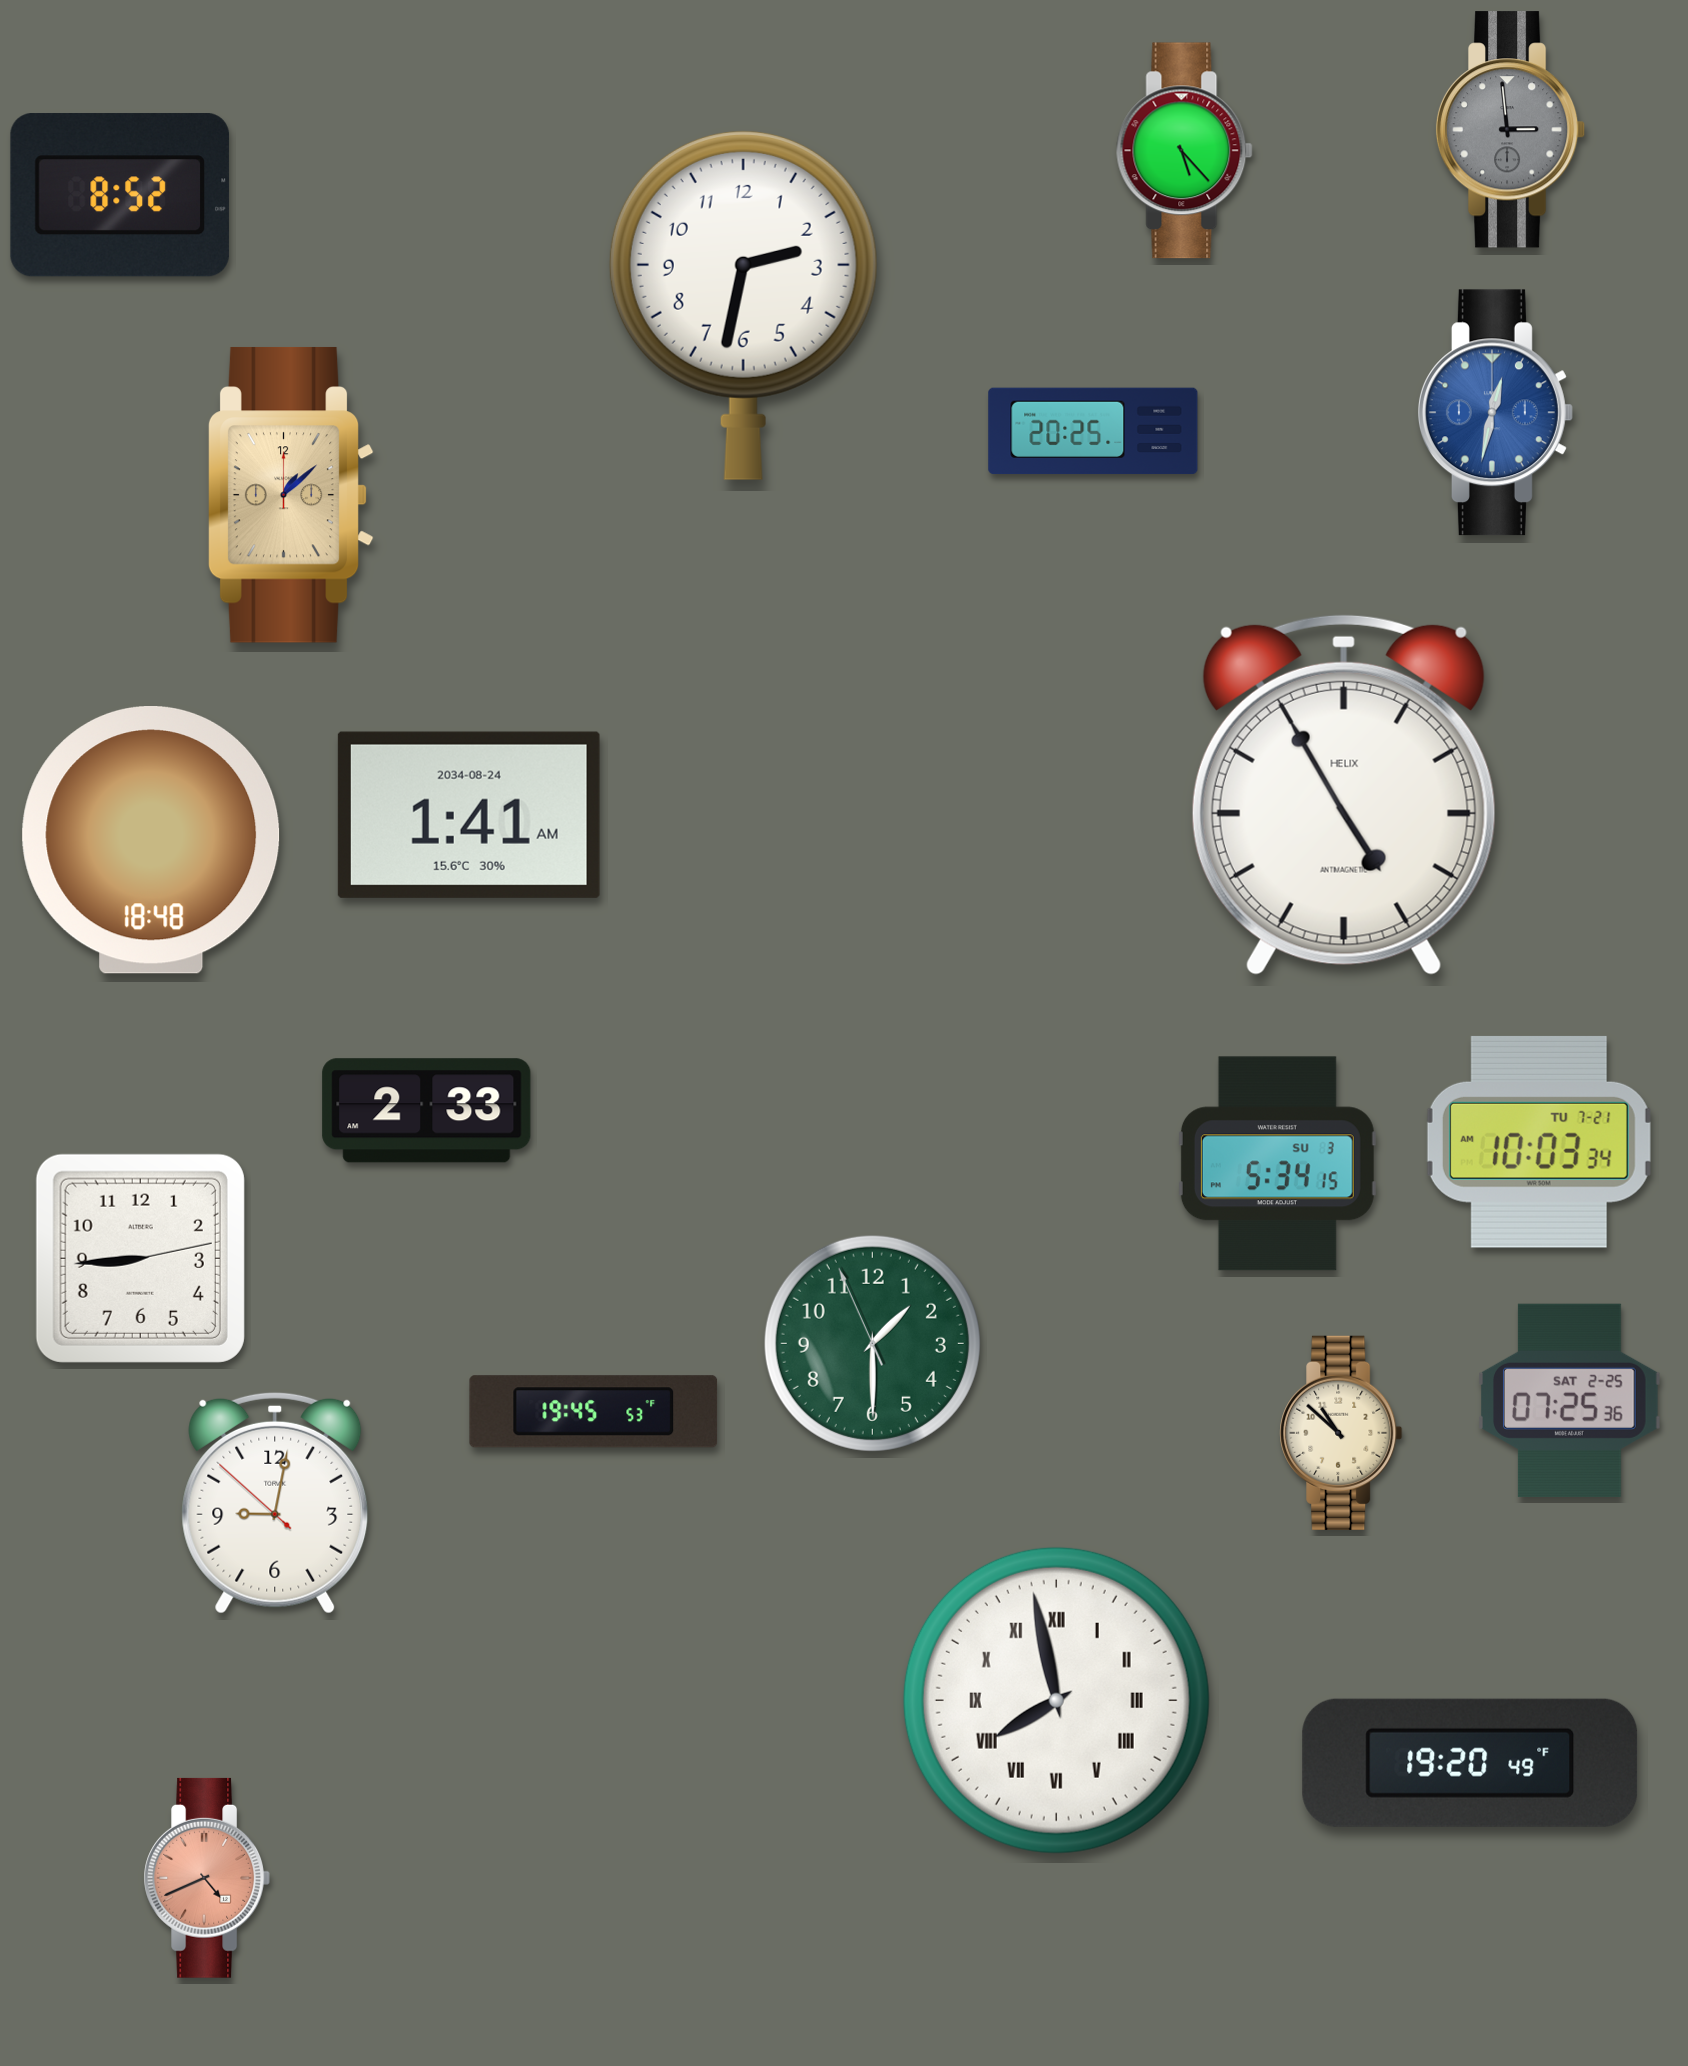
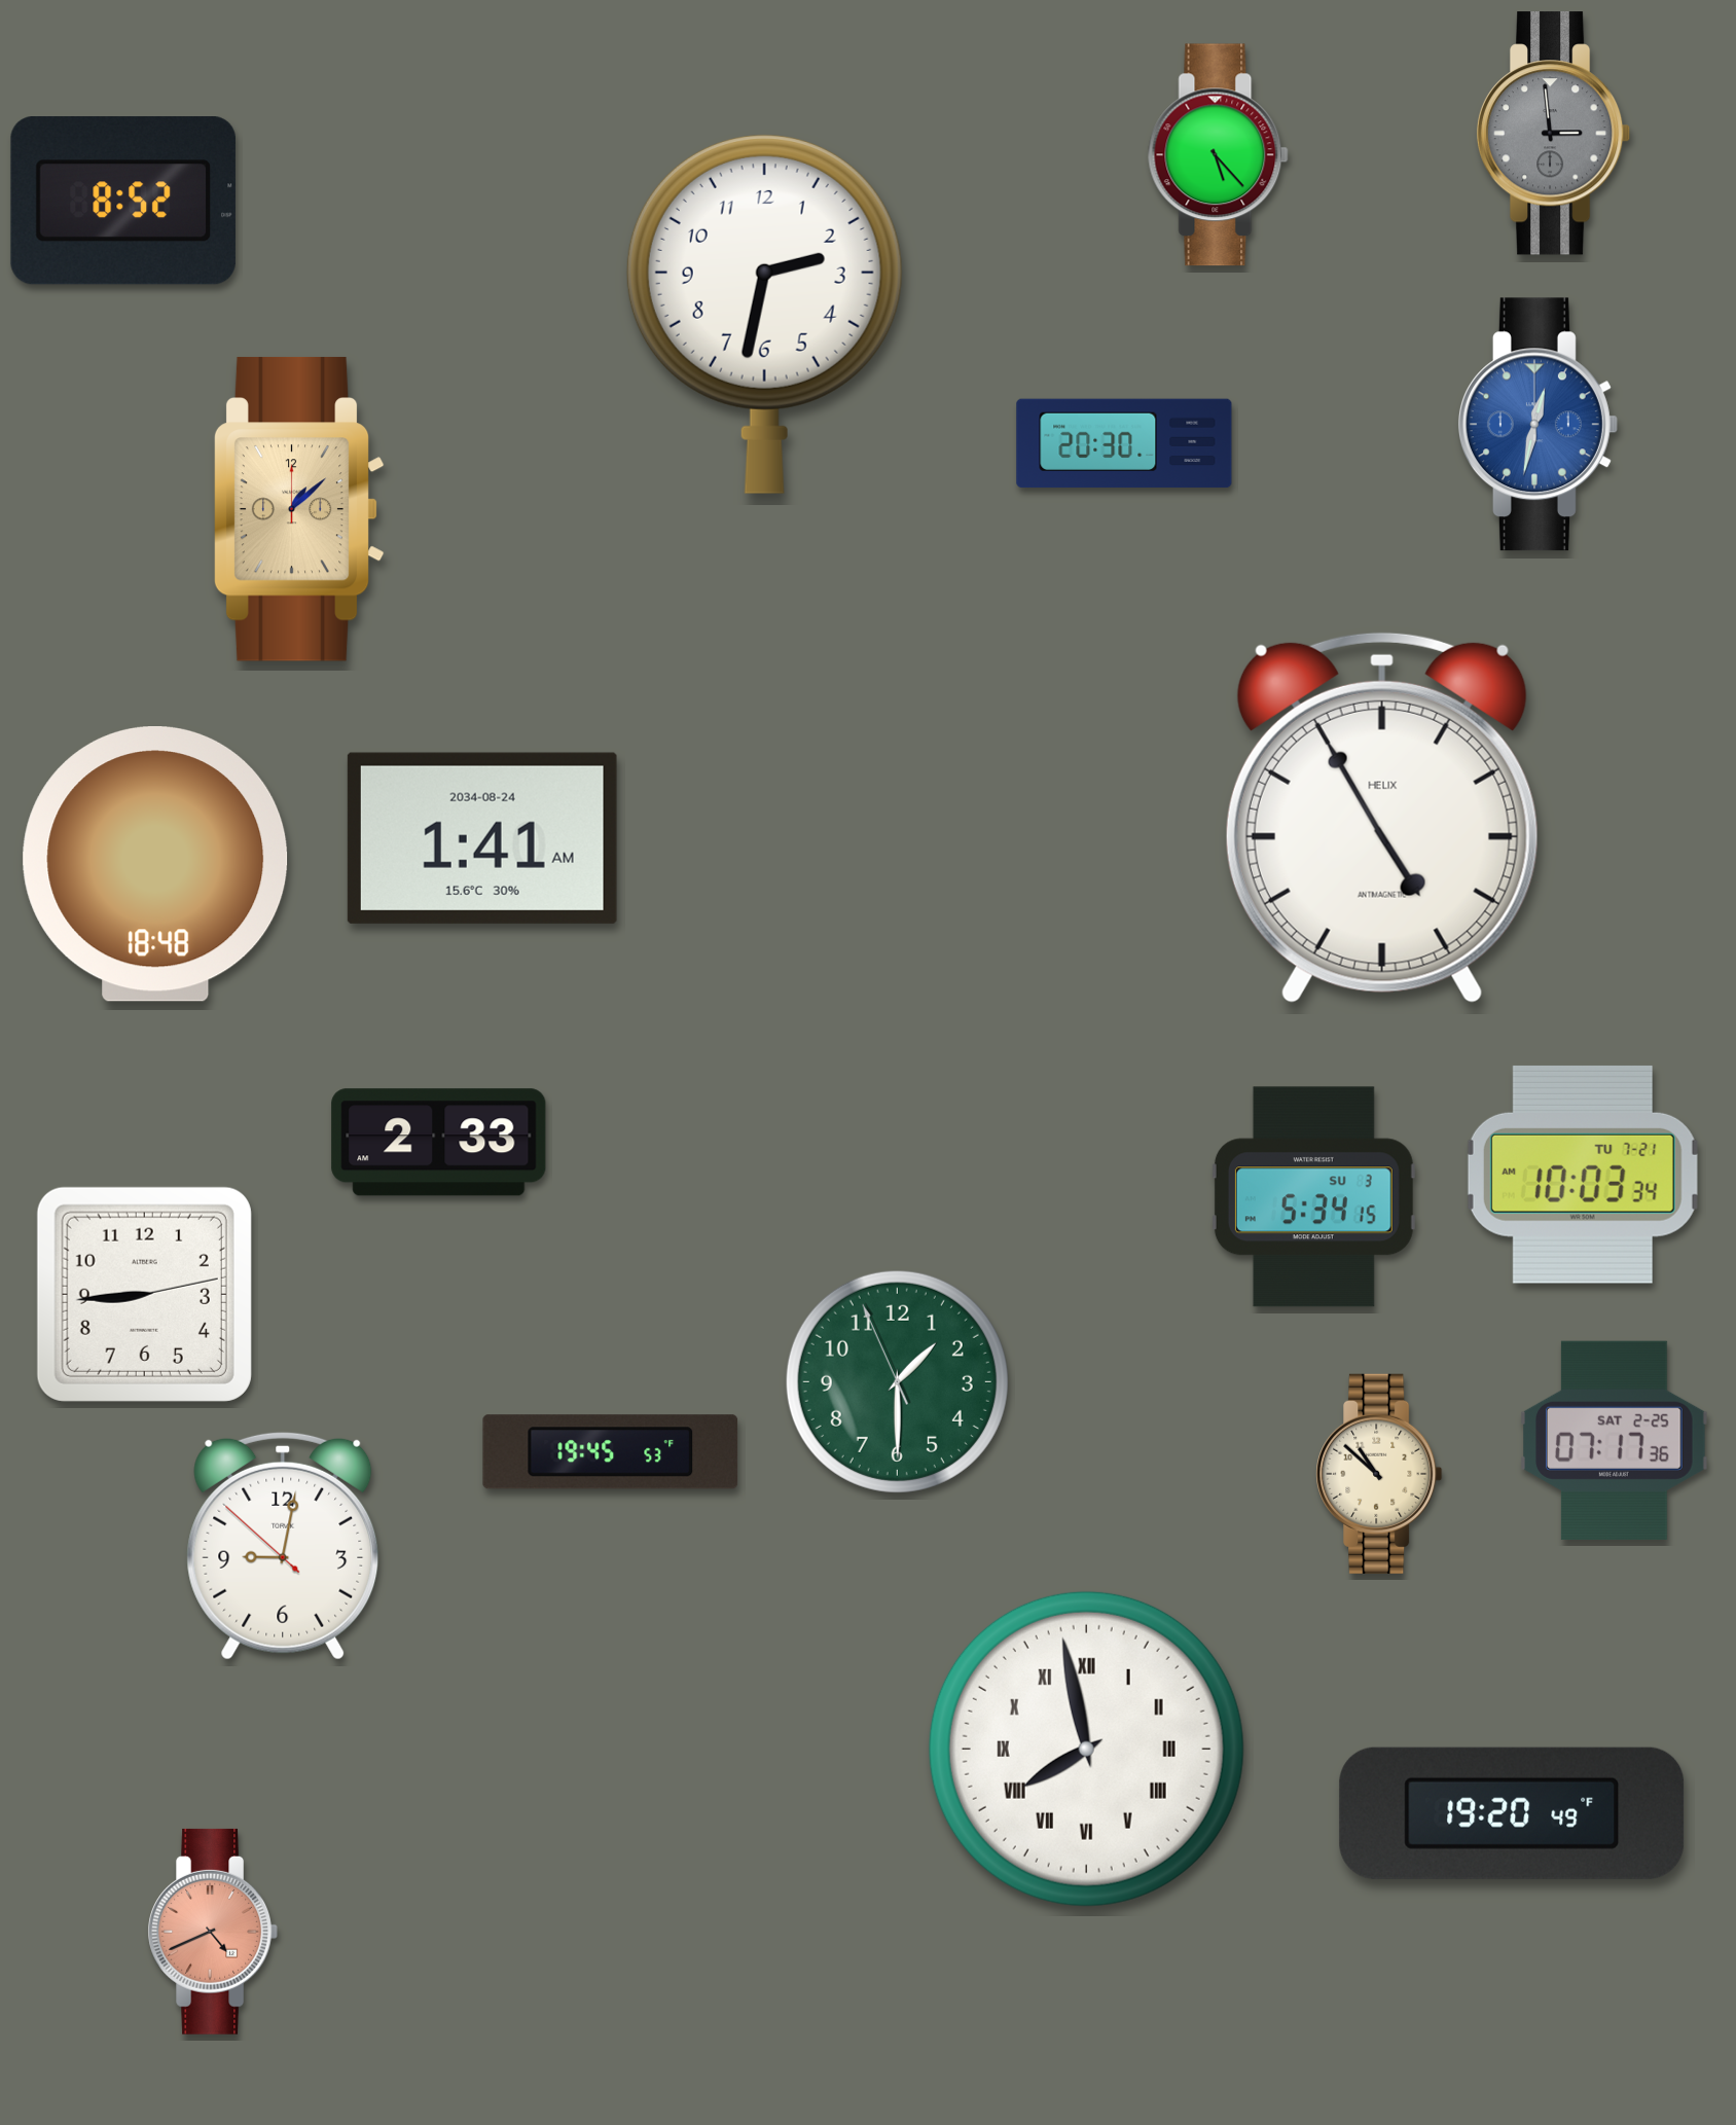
clock at (1093, 431): 20:25 -> 20:30
clock at (1570, 1400): 07:25 -> 07:17
